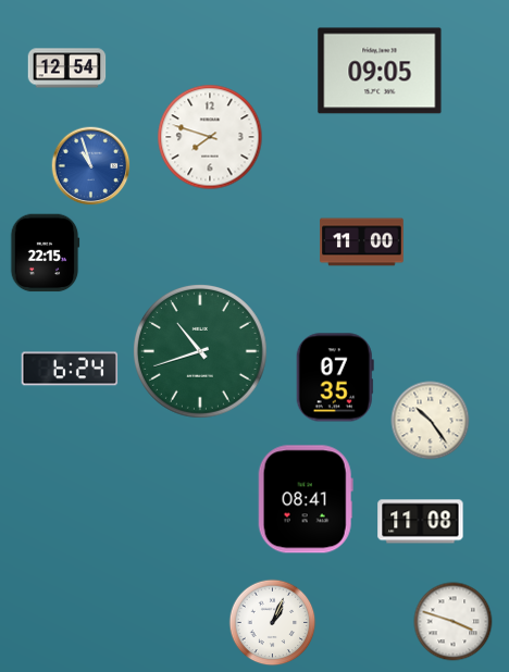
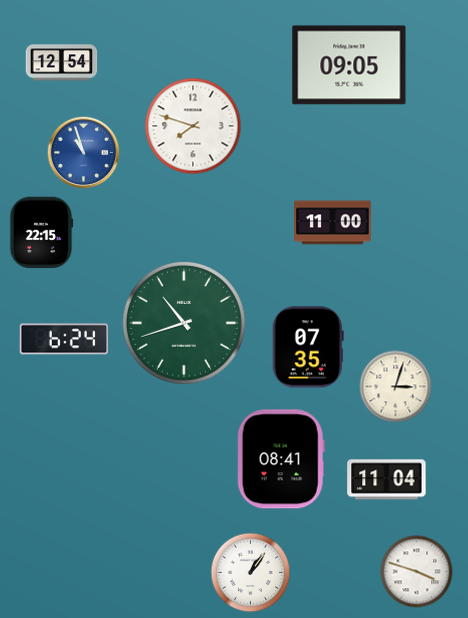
clock at (431, 421): 10:24 -> 3:03
clock at (421, 522): 11:08 -> 11:04
clock at (273, 623): 1:04 -> 1:06
